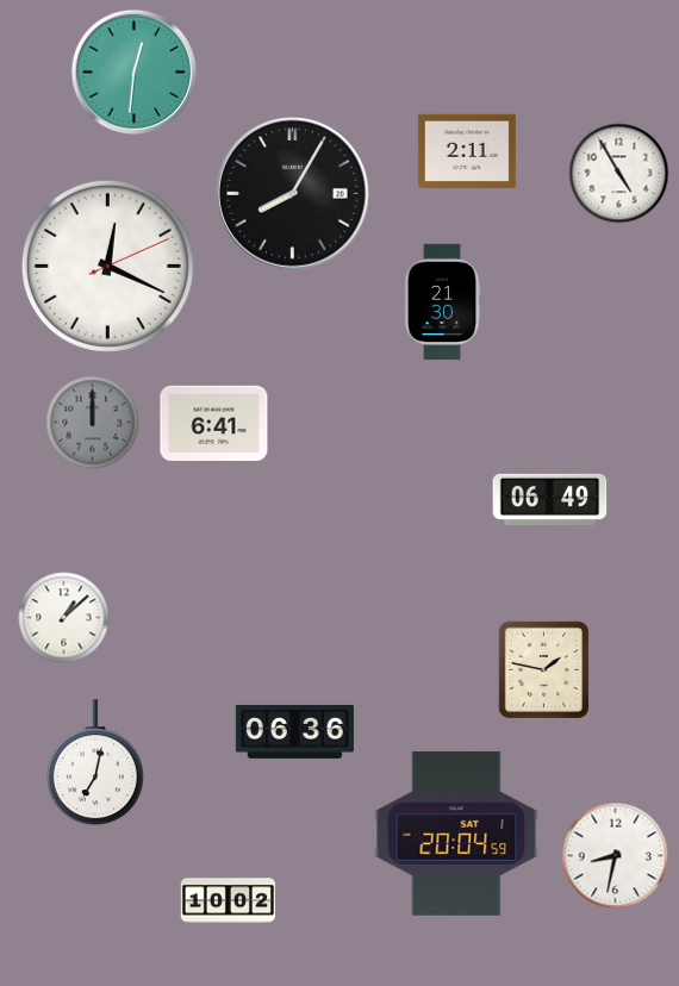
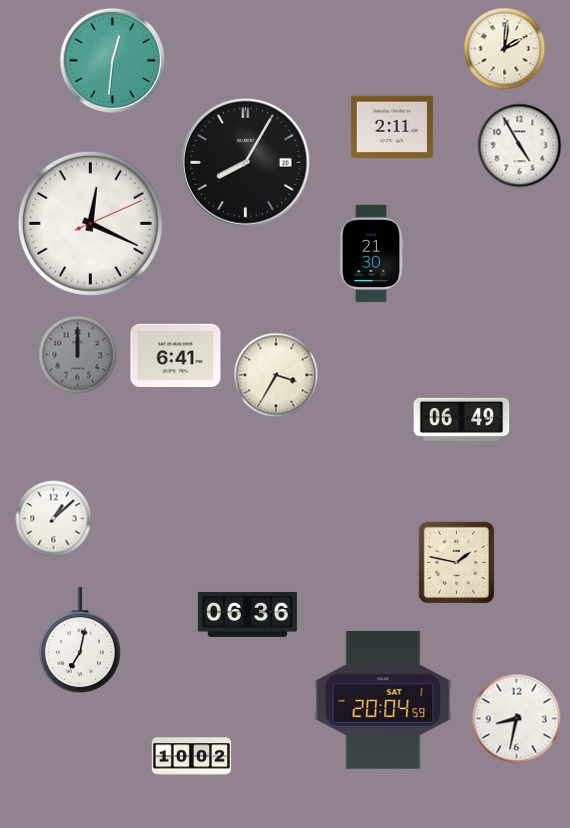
clock at (505, 49): none -> 2:01
clock at (214, 423) position: (214, 423) -> (176, 355)
clock at (276, 375): none -> 3:35
